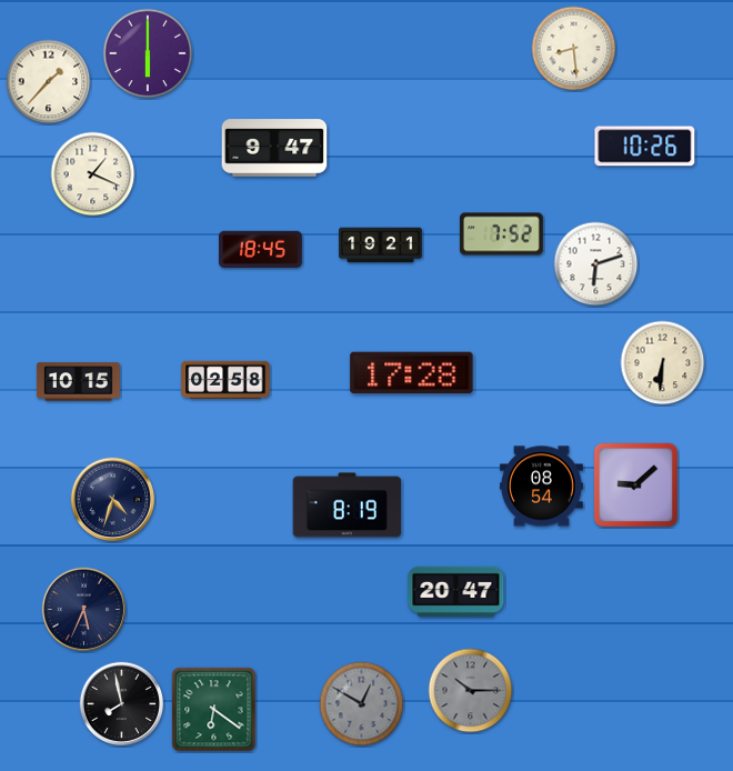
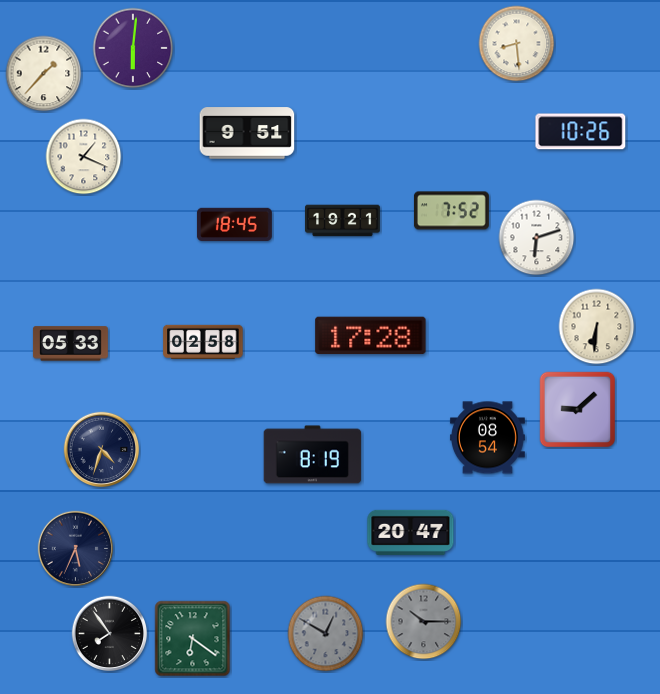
clock at (148, 53): 6:00 -> 6:01
clock at (274, 148): 9:47 -> 9:51
clock at (78, 382): 10:15 -> 05:33
clock at (636, 485) position: (636, 485) -> (578, 410)
clock at (122, 704): 7:58 -> 7:54
